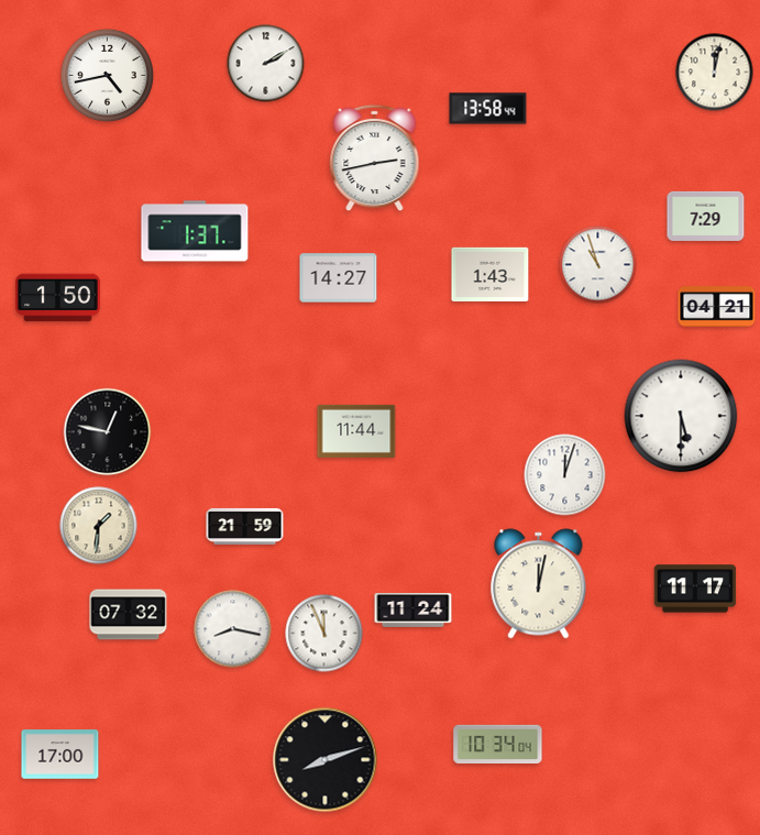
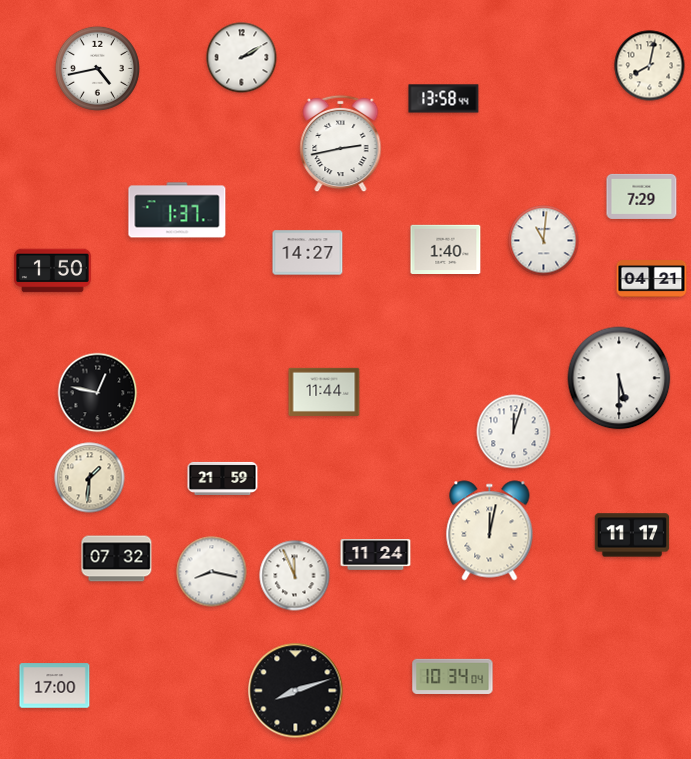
clock at (715, 73): 12:02 -> 8:02
clock at (598, 265): 10:57 -> 11:01
clock at (491, 274): 1:43 -> 1:40
